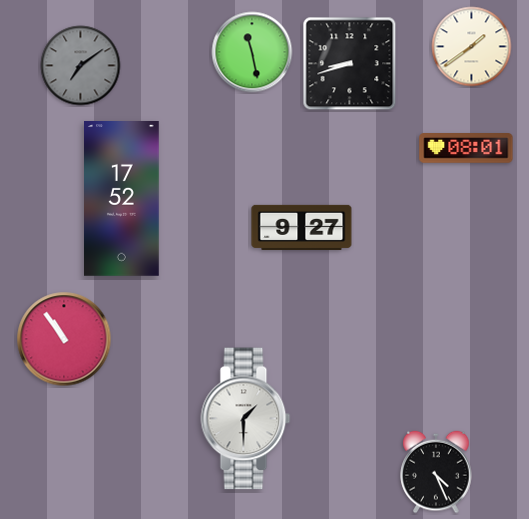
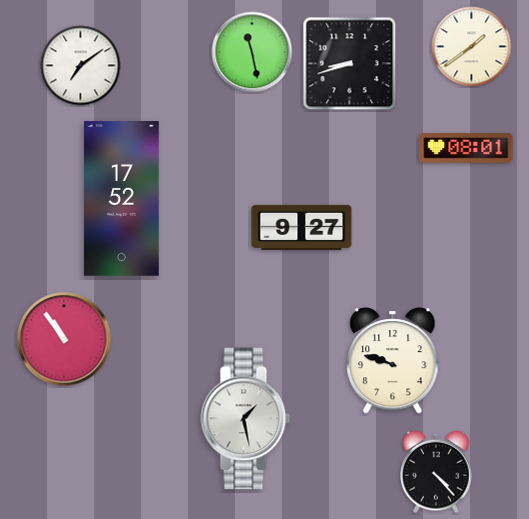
clock at (81, 66) dial: grey -> white
clock at (393, 361): none -> 9:48
clock at (246, 419): 1:30 -> 1:28
clock at (436, 472): 4:26 -> 4:23
